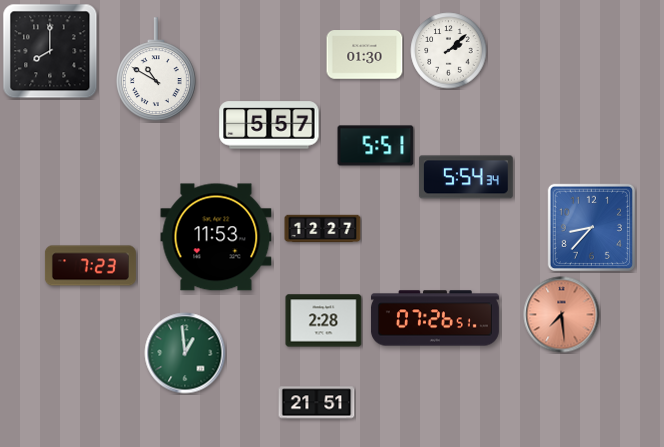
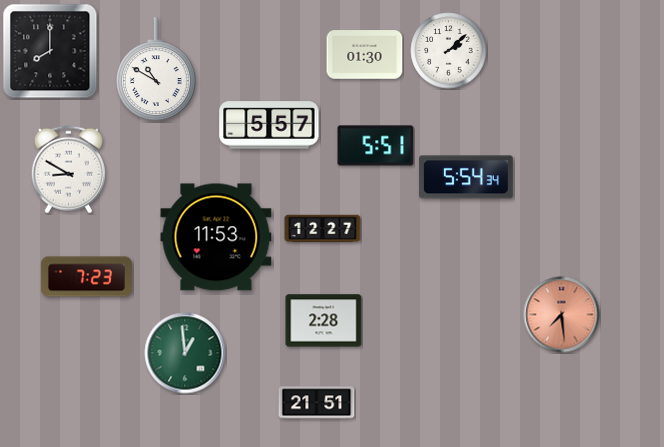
clock at (68, 170): none -> 8:50
clock at (591, 227): 8:37 -> none
clock at (90, 266) position: (90, 266) -> (86, 277)
clock at (435, 318): 07:26 -> none
